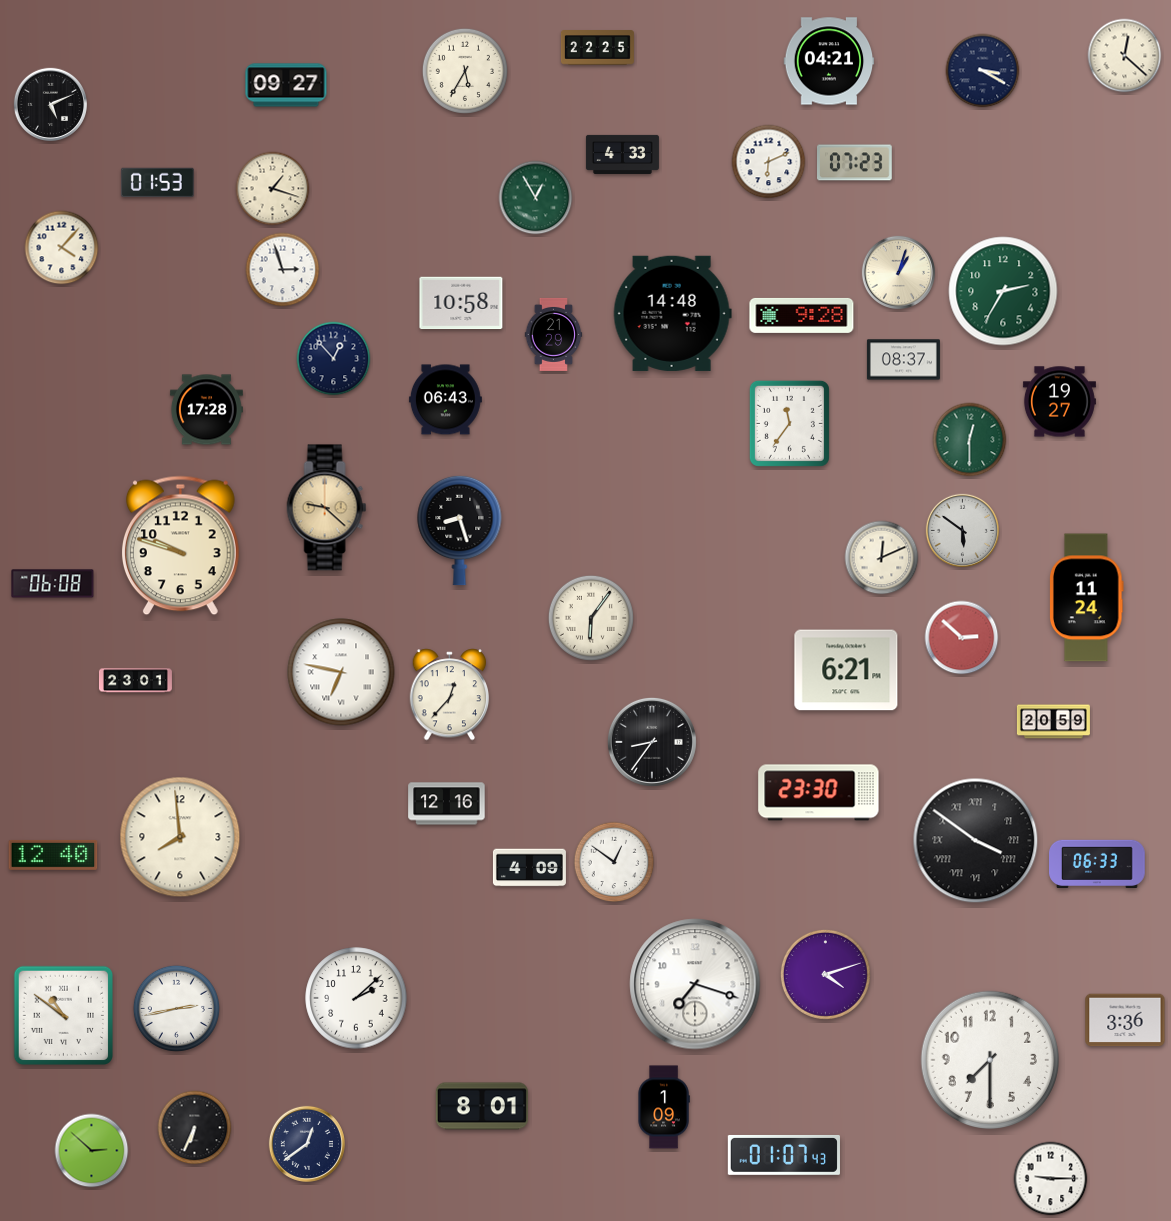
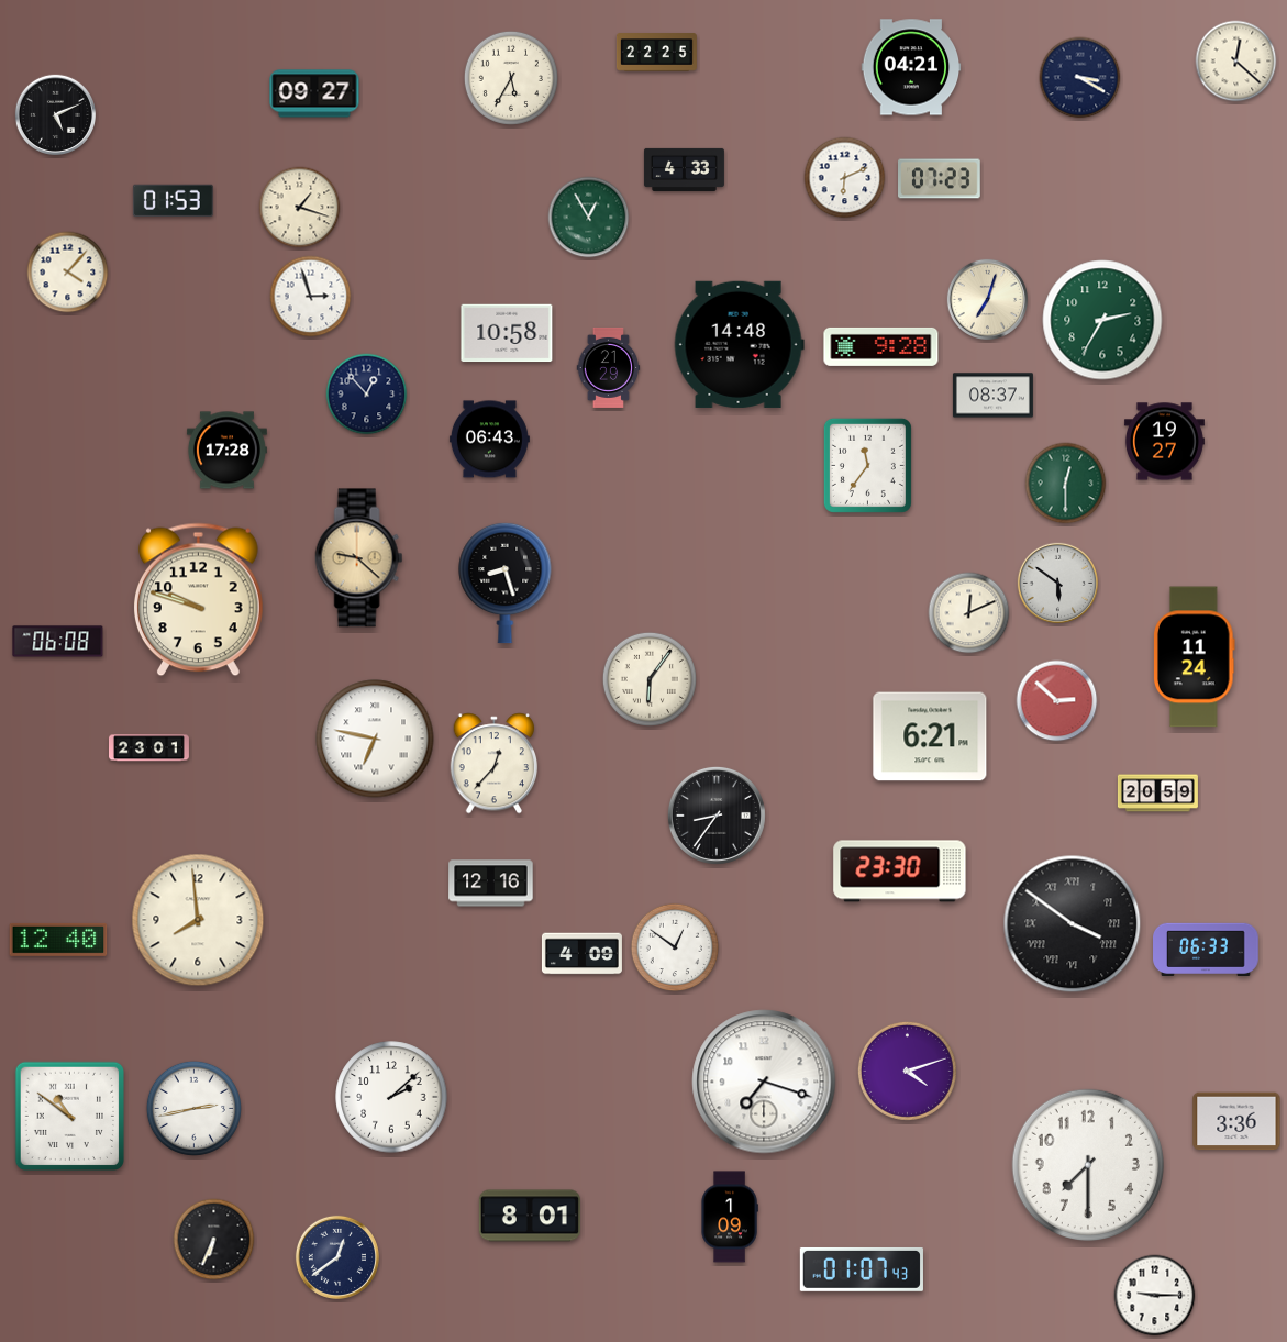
clock at (898, 272): 1:03 -> 7:03
clock at (92, 1151): 2:52 -> none
